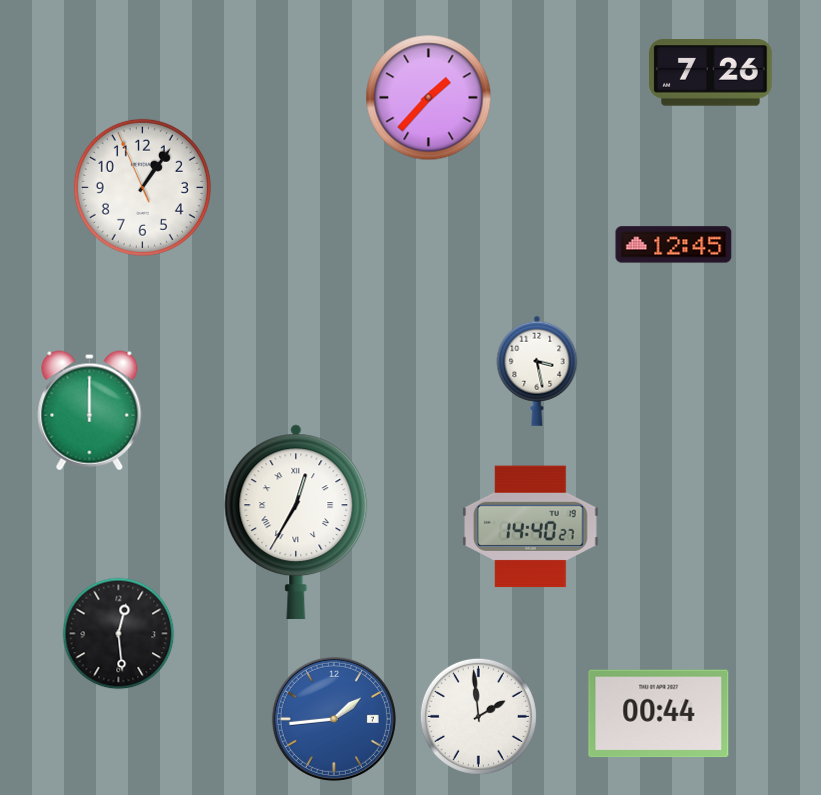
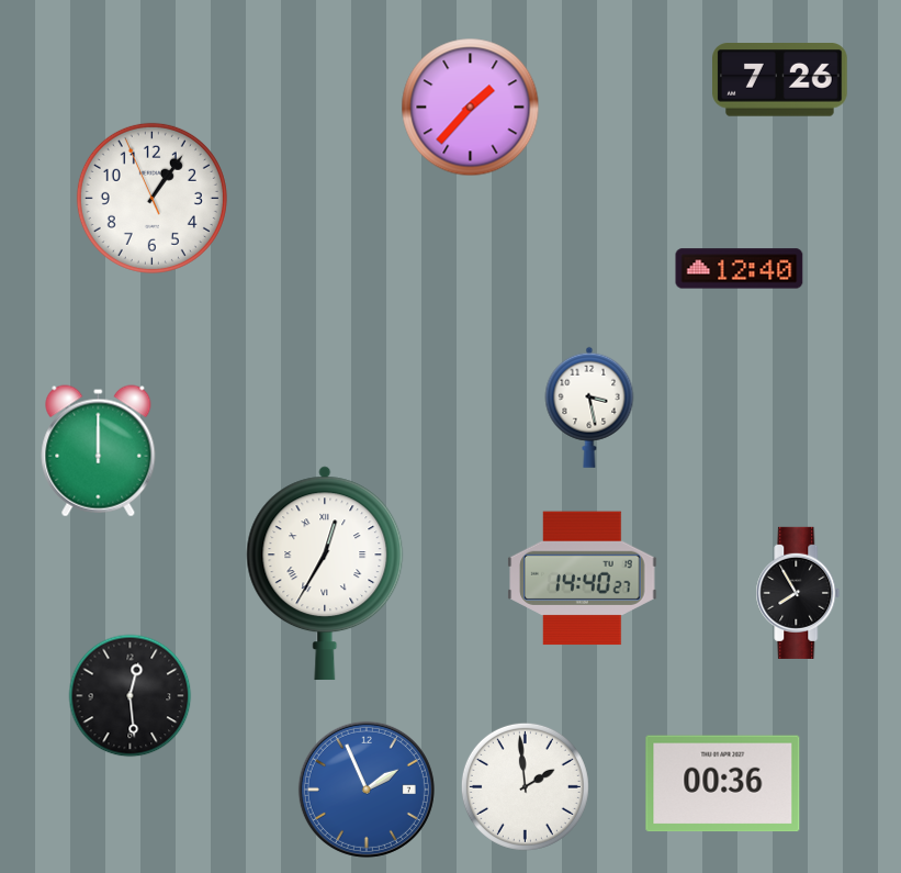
clock at (142, 187) position: (142, 187) -> (151, 198)
clock at (674, 245): 12:45 -> 12:40
clock at (798, 593): none -> 7:55
clock at (659, 714): 00:44 -> 00:36
clock at (334, 719): 1:44 -> 1:56
